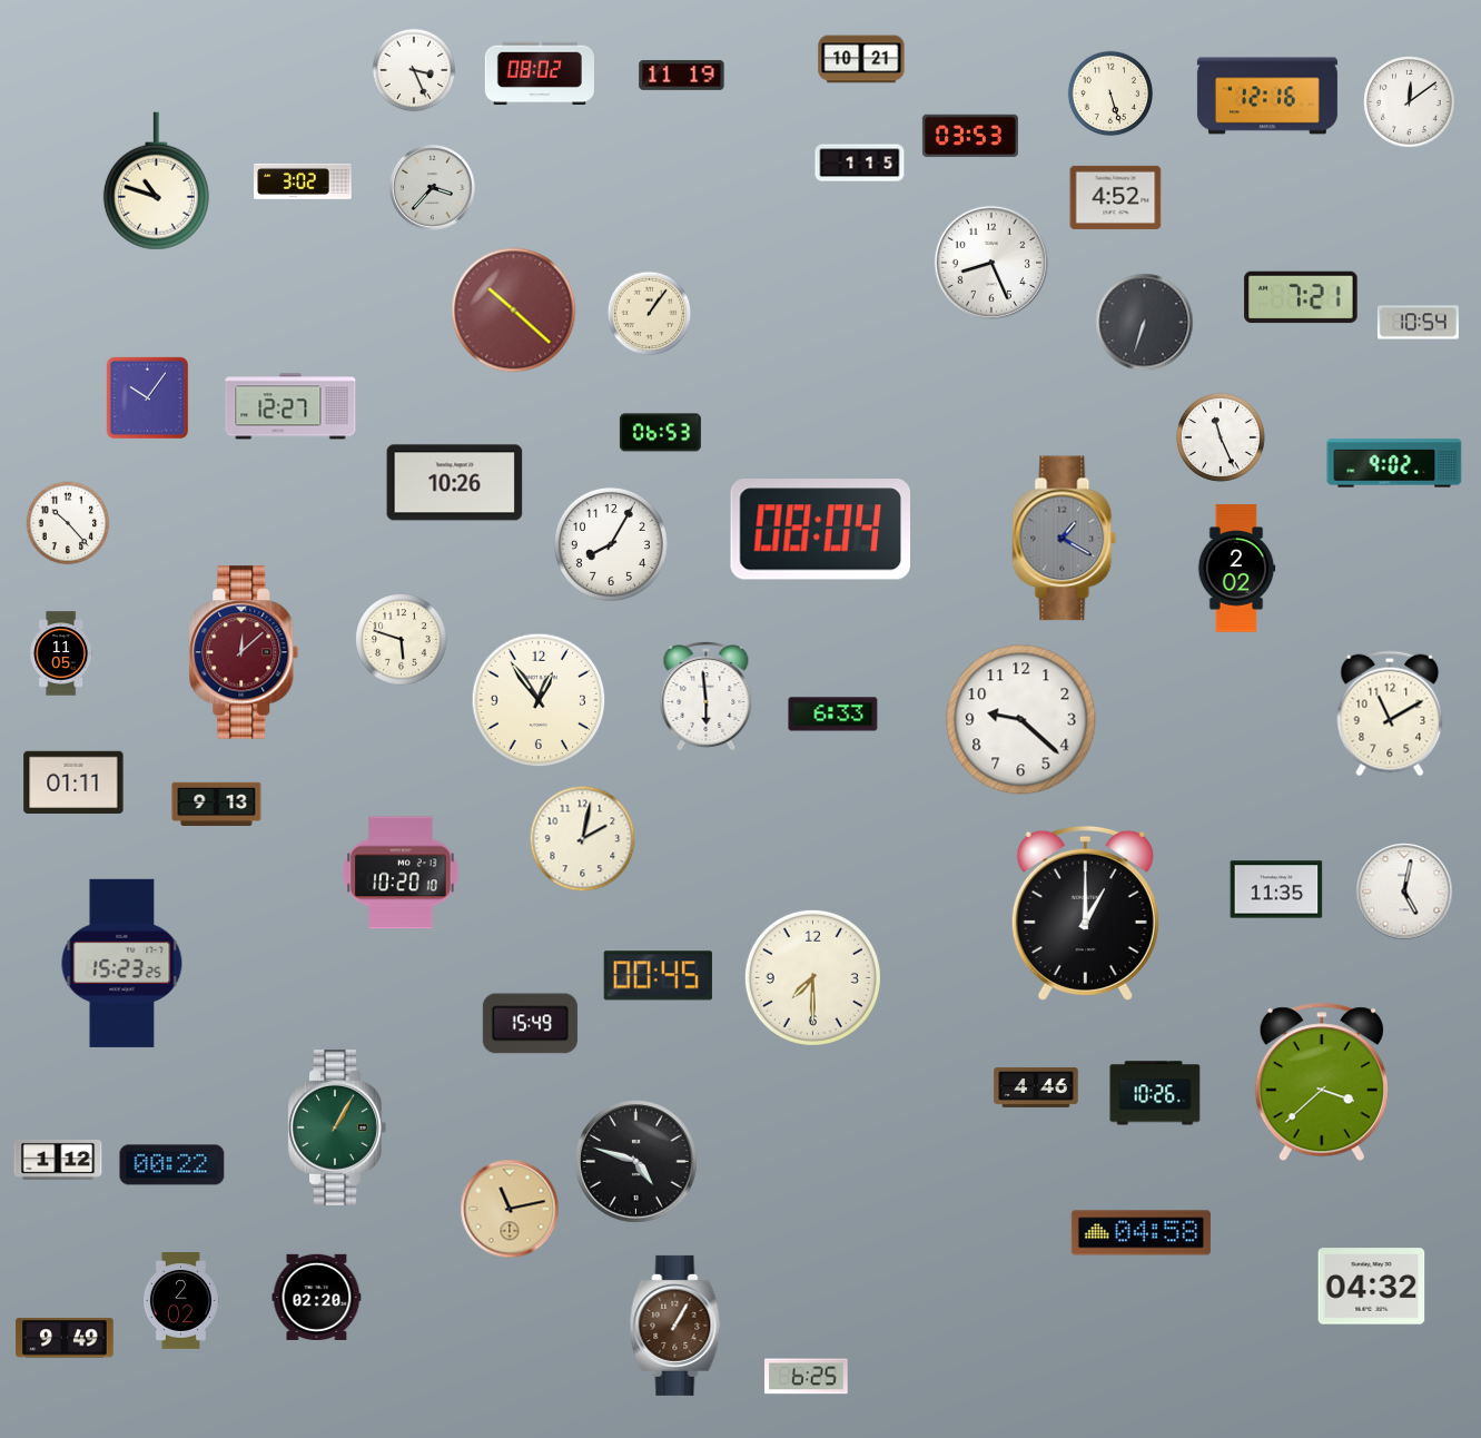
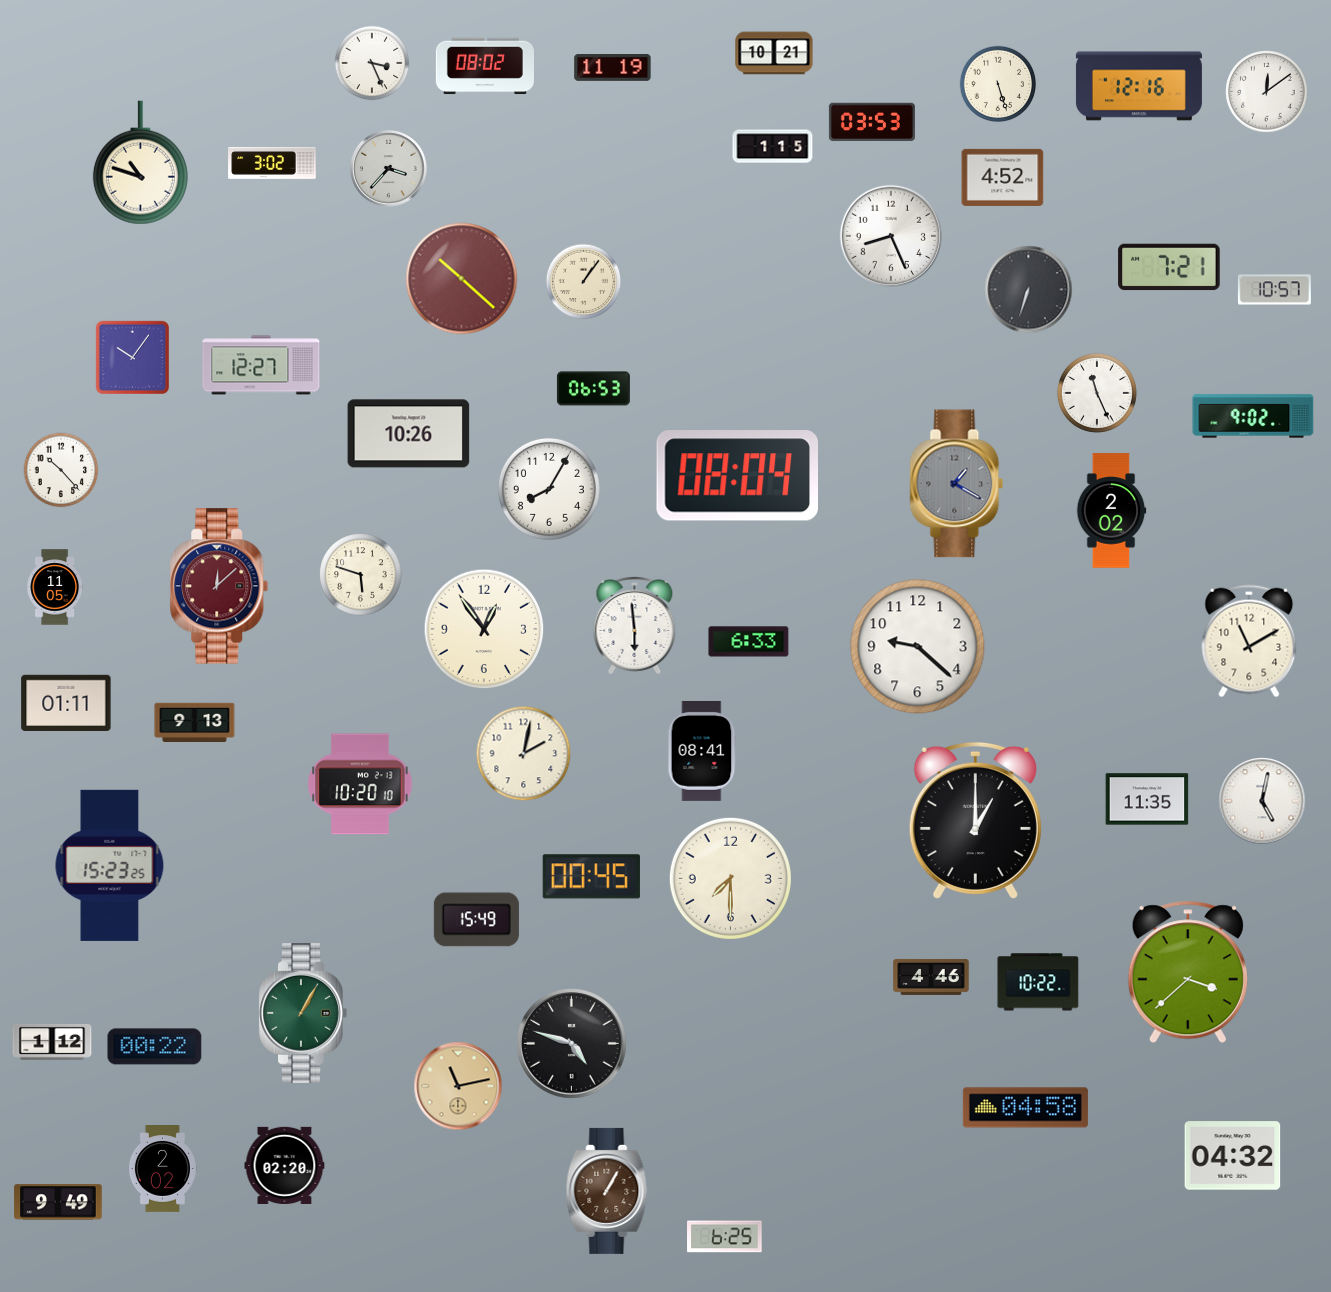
clock at (1418, 323): 10:54 -> 10:57
clock at (702, 751): none -> 08:41
clock at (1155, 1093): 10:26 -> 10:22
